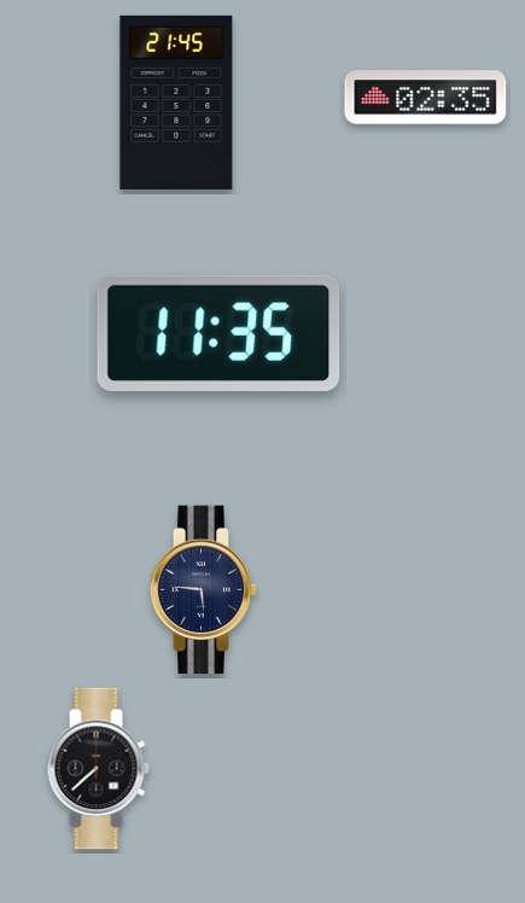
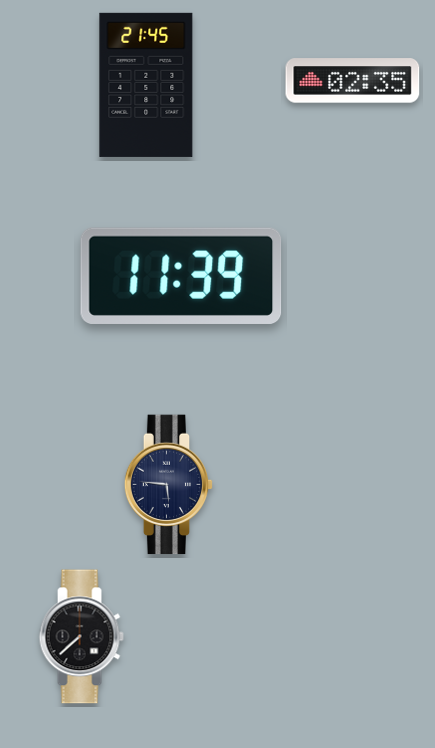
clock at (218, 333): 11:35 -> 11:39
clock at (204, 590) position: (204, 590) -> (169, 485)
